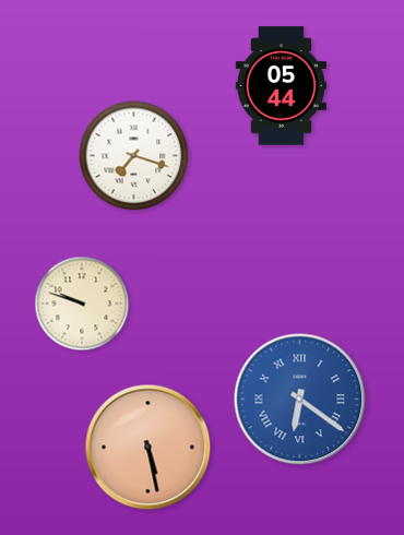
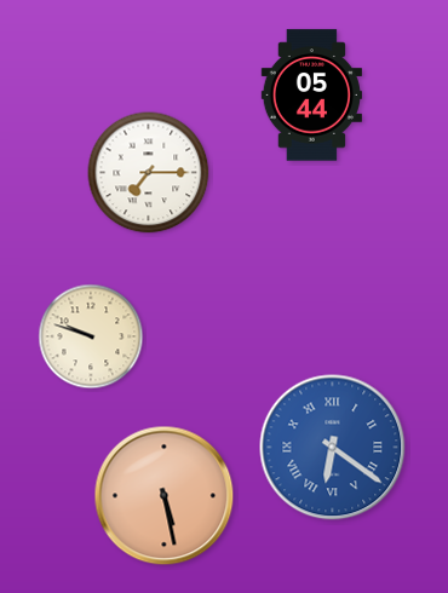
clock at (134, 156): 7:18 -> 7:15
clock at (300, 400) position: (300, 400) -> (333, 448)
